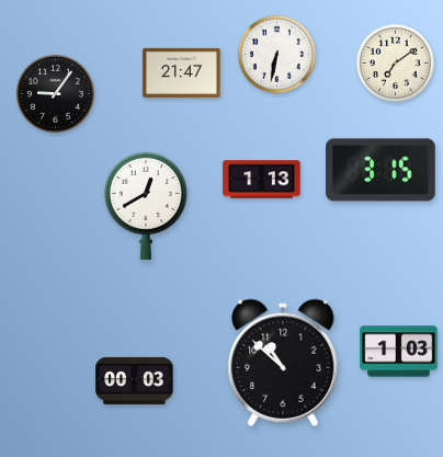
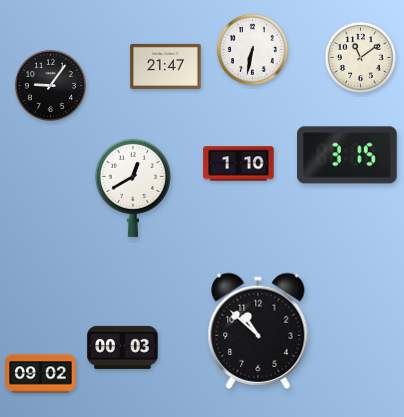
clock at (395, 62): 7:09 -> 11:09
clock at (262, 180): 1:13 -> 1:10
clock at (399, 352): 1:03 -> none
clock at (41, 374): none -> 09:02
